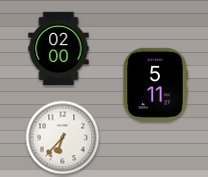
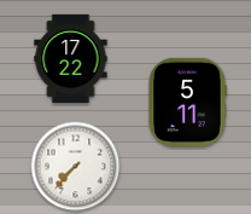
clock at (59, 48): 02:00 -> 17:22
clock at (63, 138): 6:37 -> 7:37
